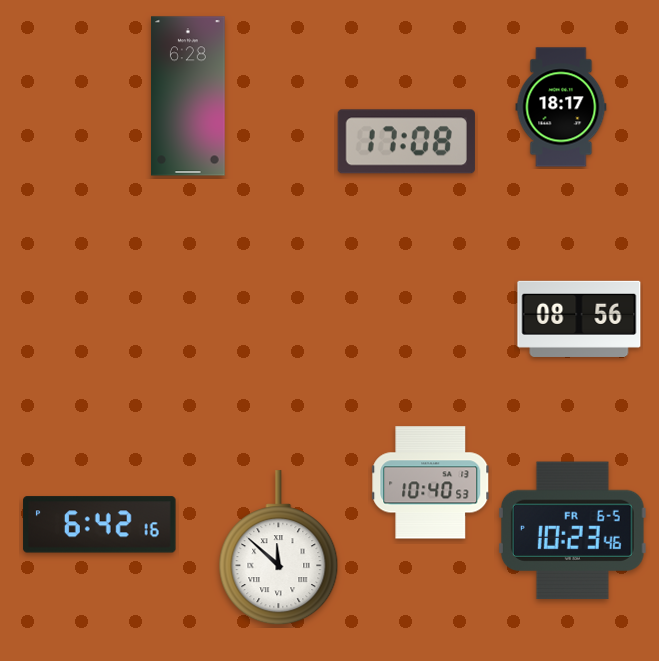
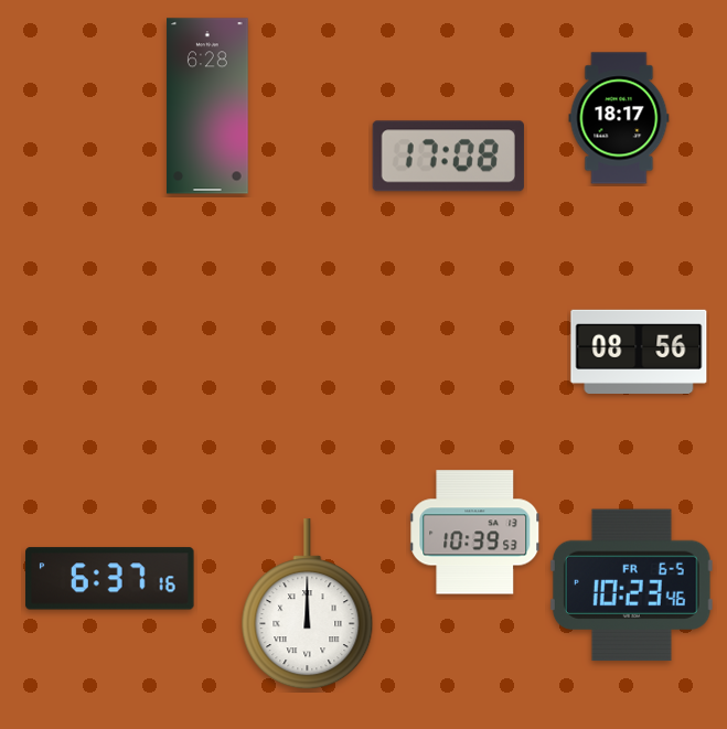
clock at (431, 483): 10:40 -> 10:39
clock at (100, 525): 6:42 -> 6:37
clock at (279, 548): 11:52 -> 12:00
